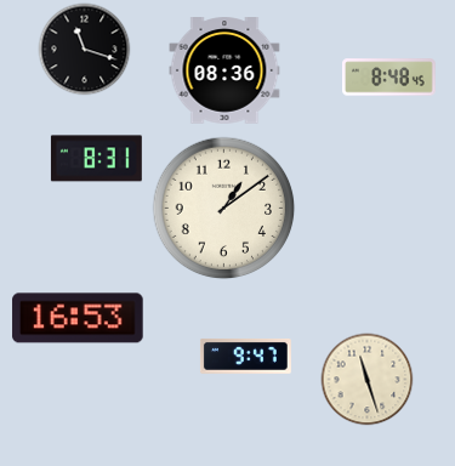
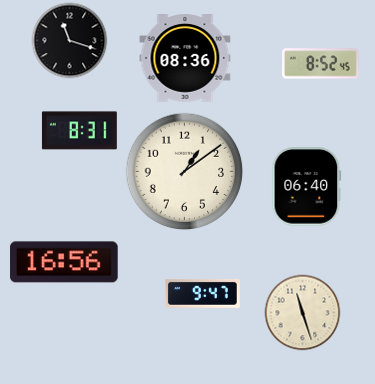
clock at (389, 78): 8:48 -> 8:52
clock at (307, 187): none -> 06:40
clock at (78, 318): 16:53 -> 16:56
